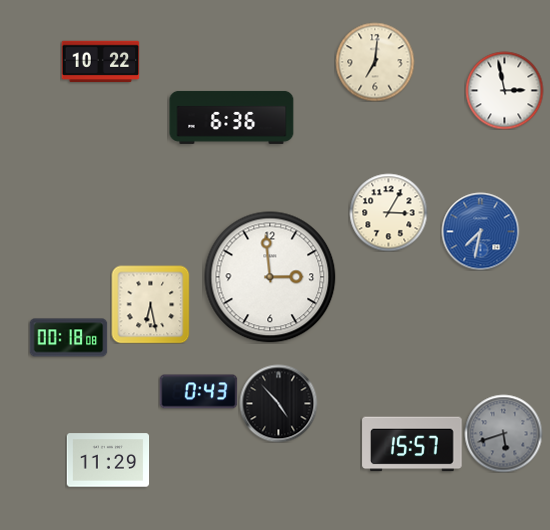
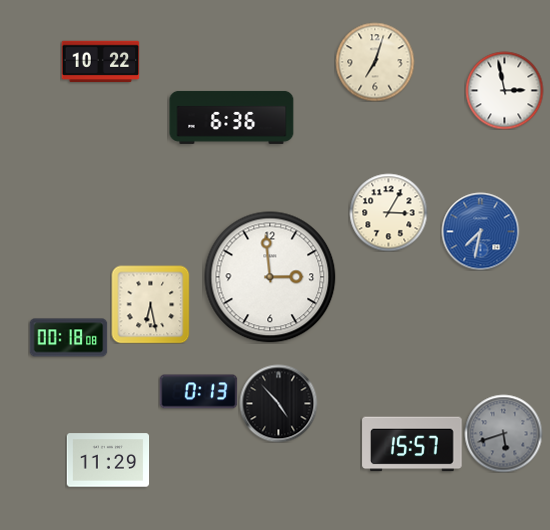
clock at (375, 62): 7:01 -> 7:03
clock at (198, 392): 0:43 -> 0:13
